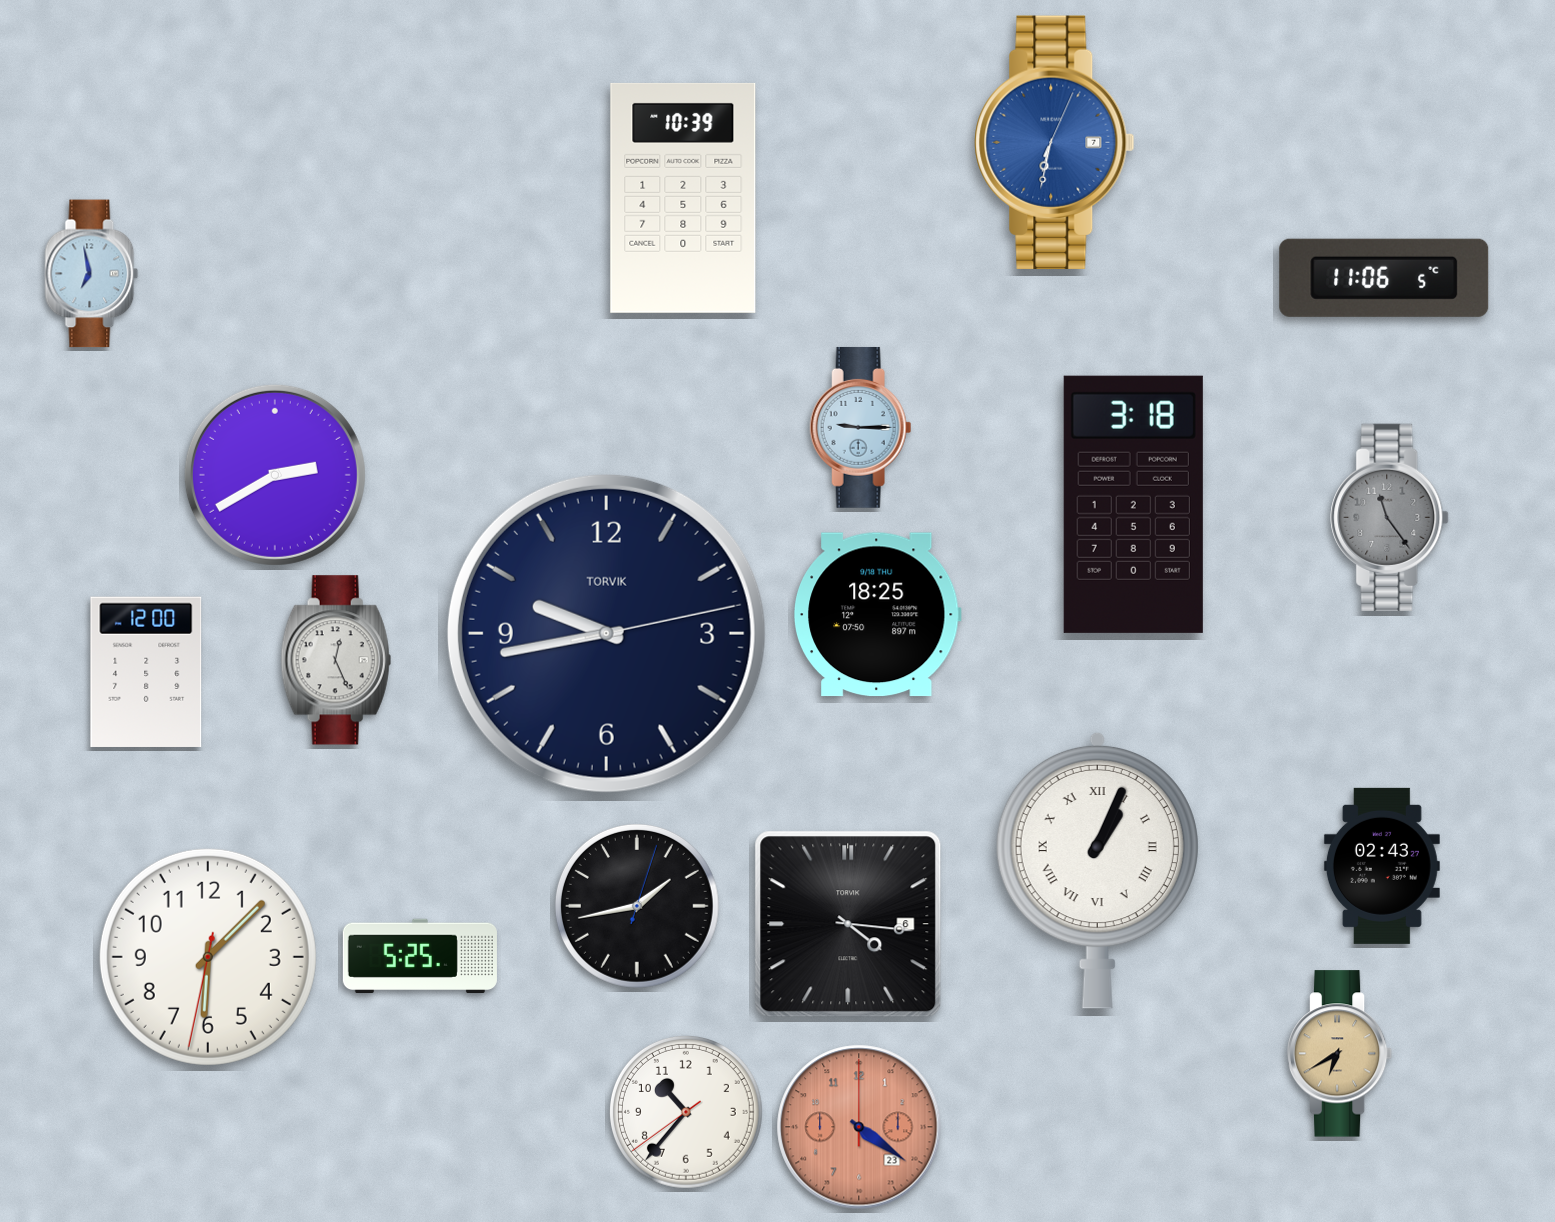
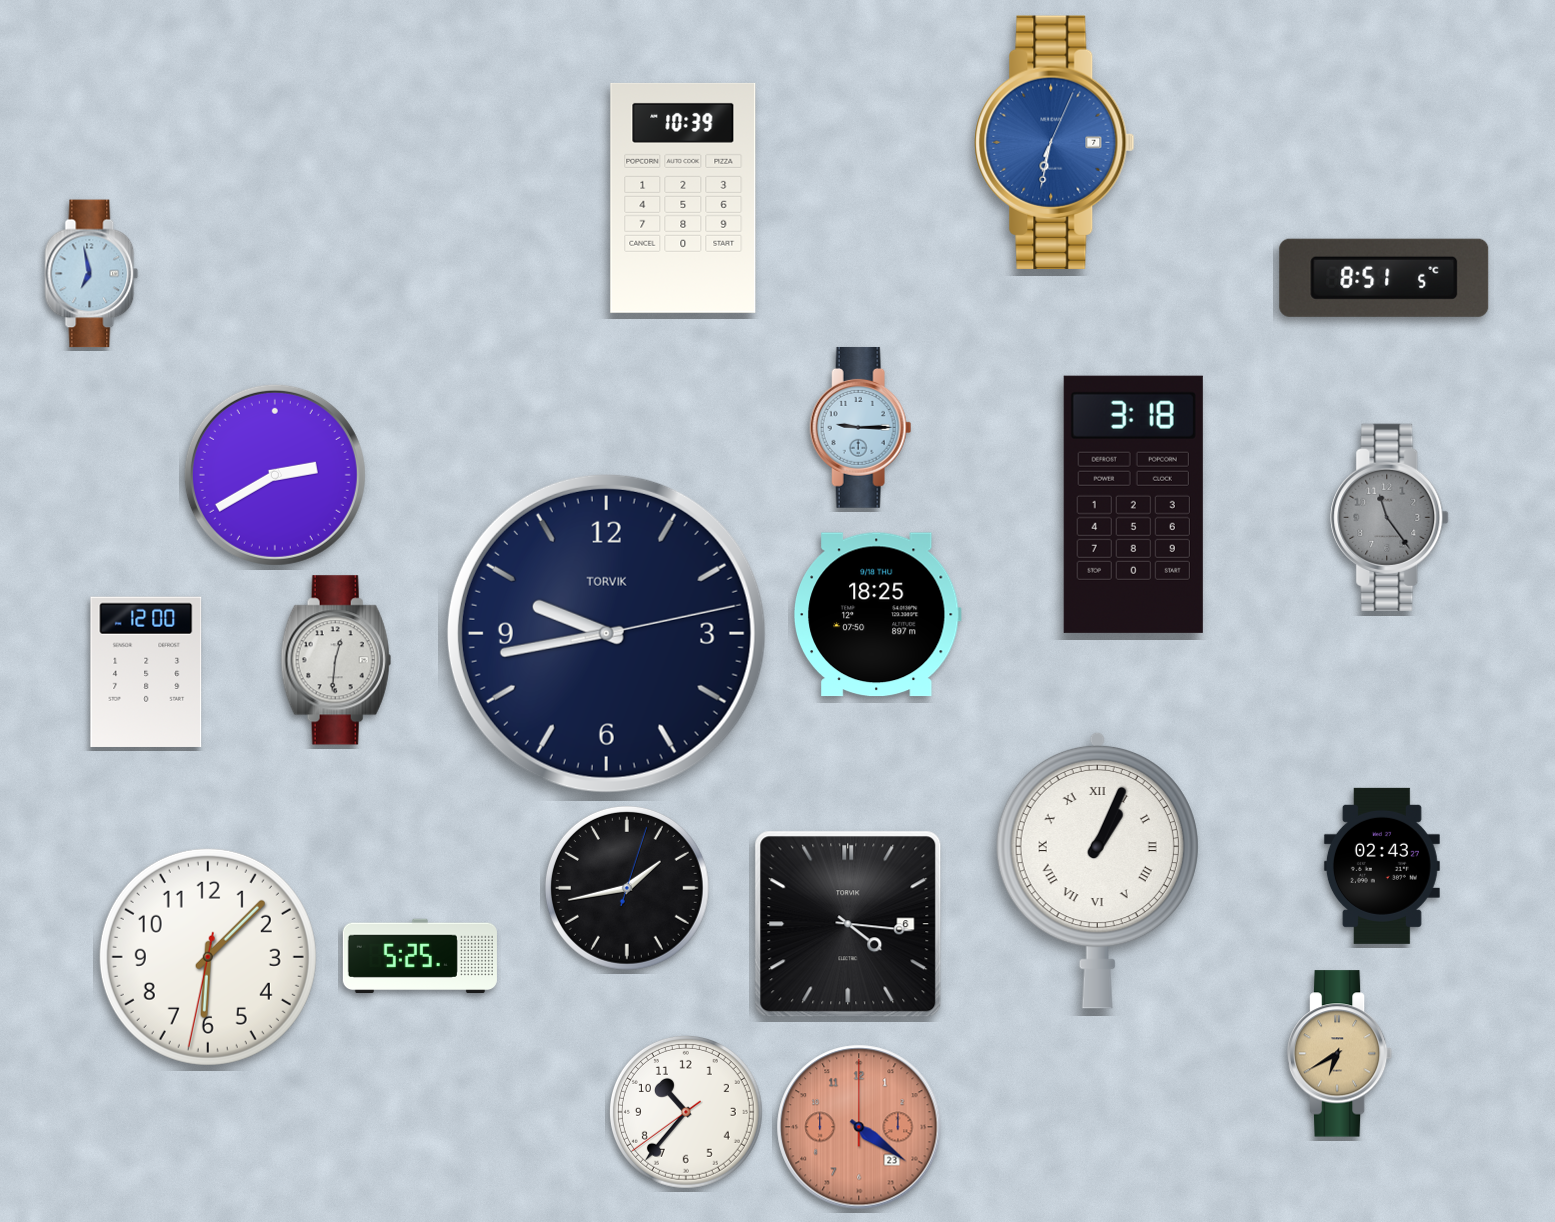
clock at (1384, 278): 11:06 -> 8:51
clock at (336, 660): 12:26 -> 12:31
clock at (637, 906) position: (637, 906) -> (627, 888)
